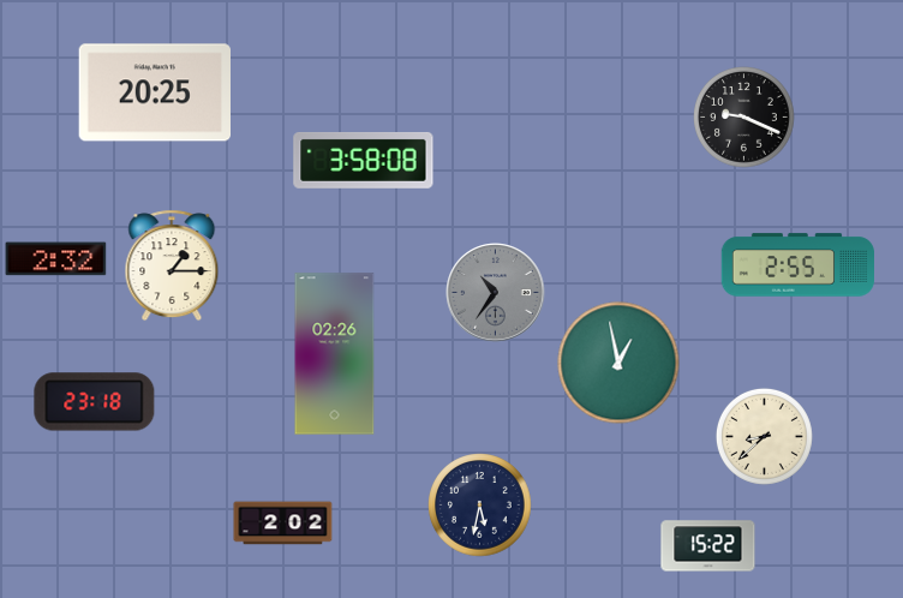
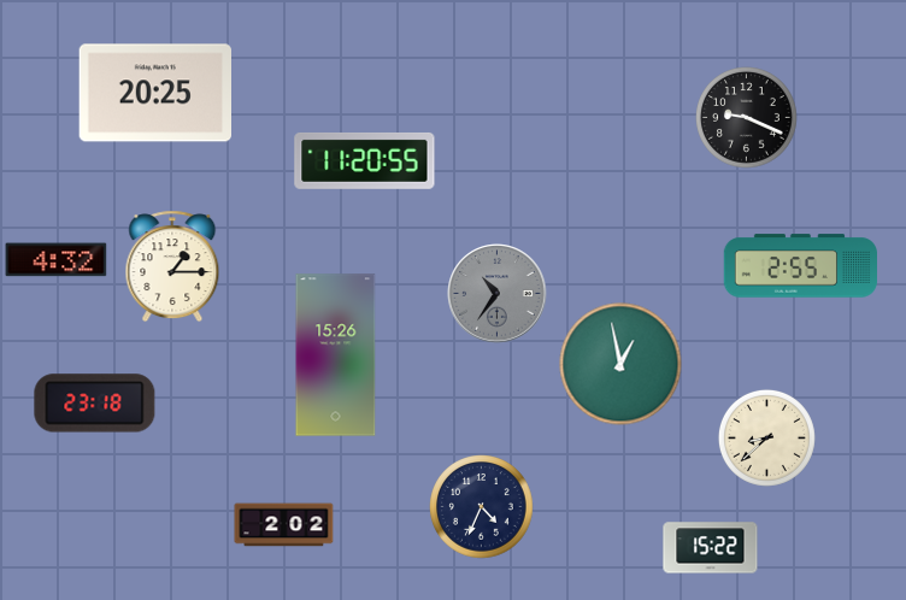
clock at (364, 160): 3:58 -> 11:20
clock at (56, 259): 2:32 -> 4:32
clock at (335, 354): 02:26 -> 15:26
clock at (480, 506): 5:32 -> 4:34
